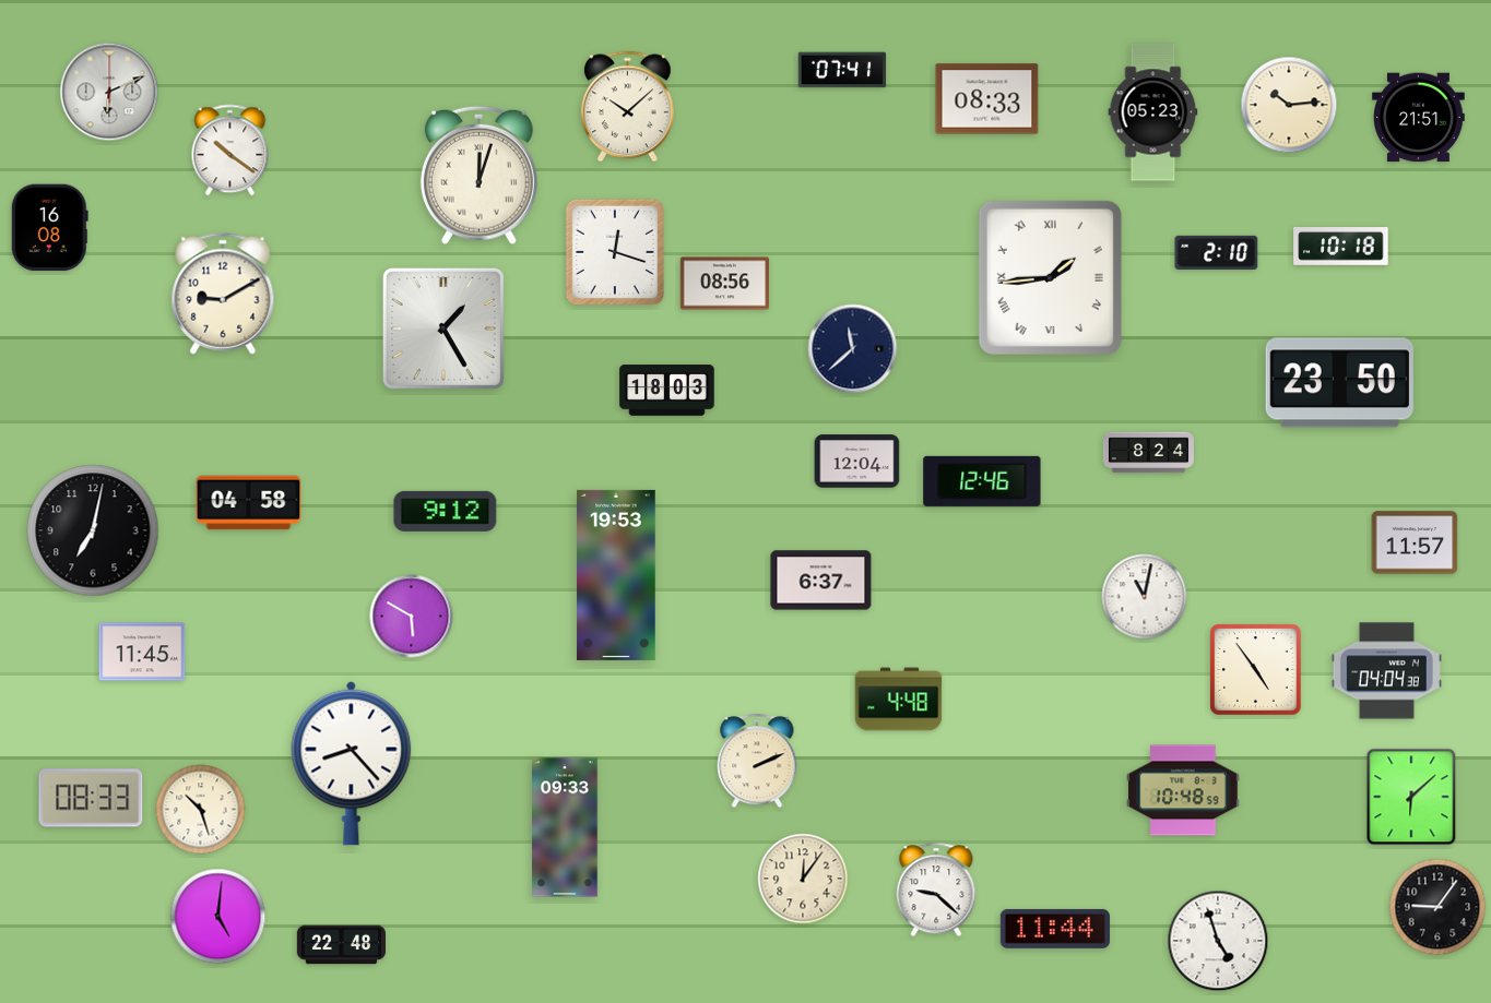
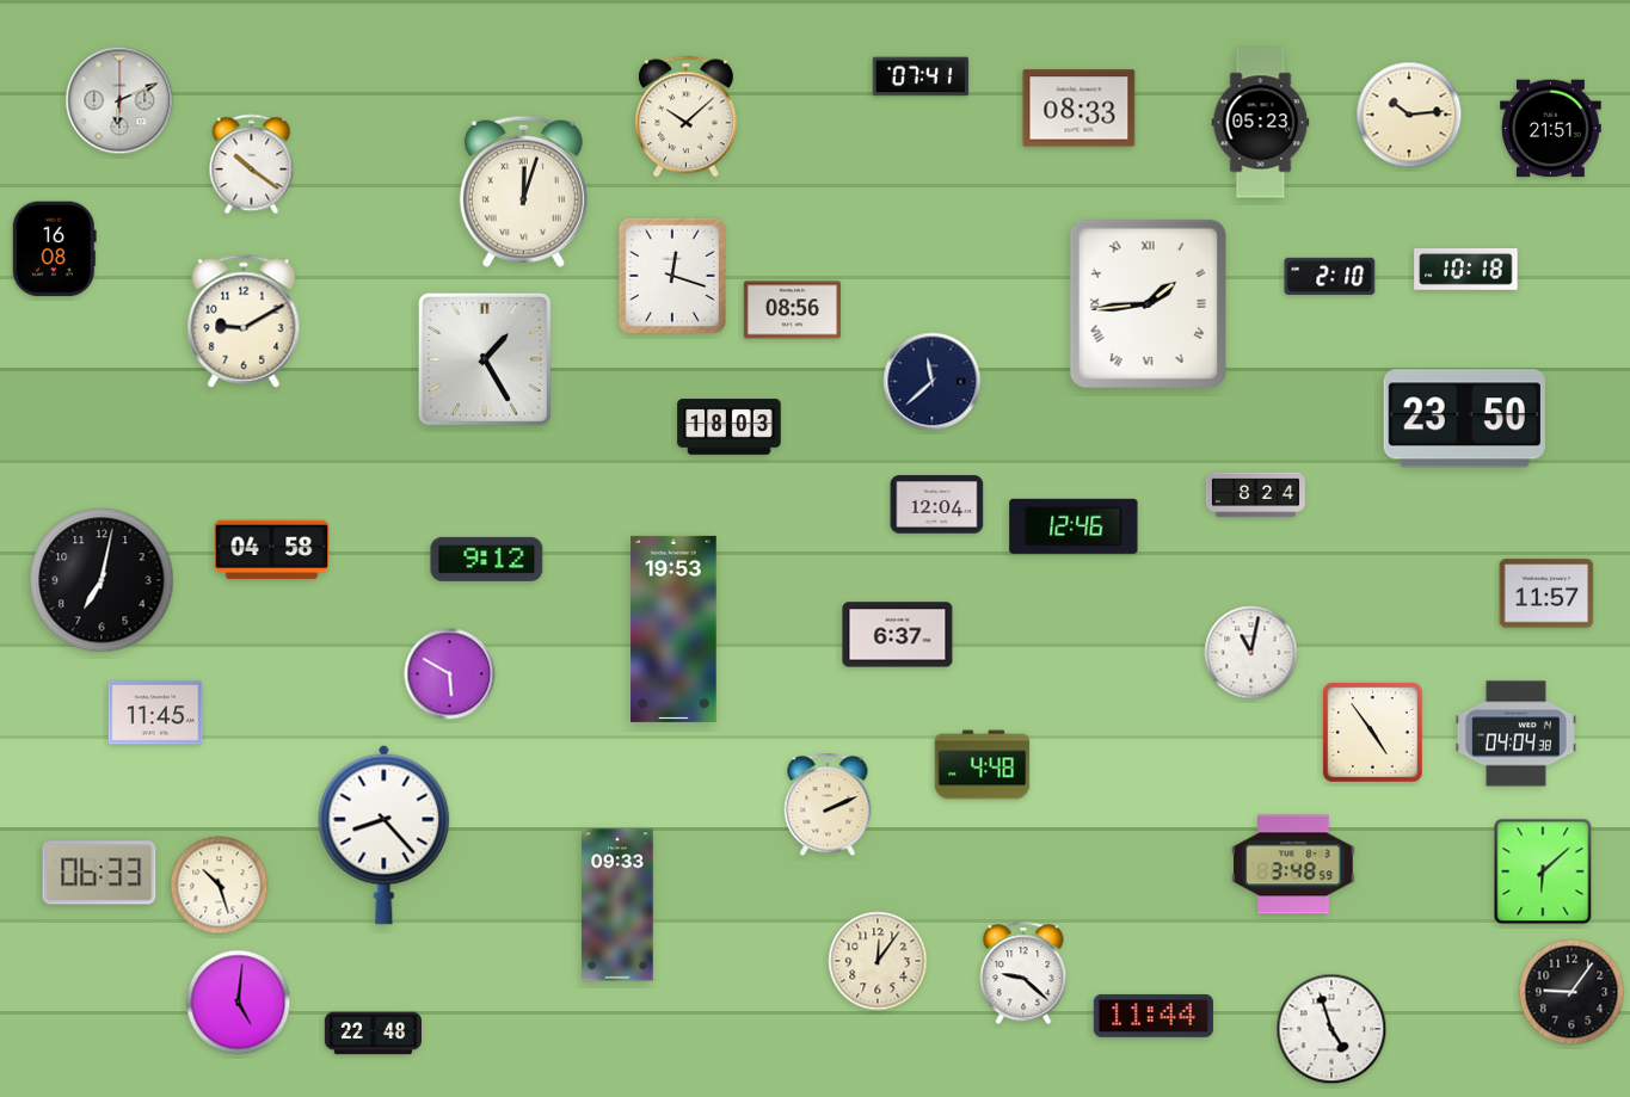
clock at (757, 761) position: (757, 761) -> (828, 805)
clock at (1184, 790): 10:48 -> 3:48
clock at (91, 798): 08:33 -> 06:33
